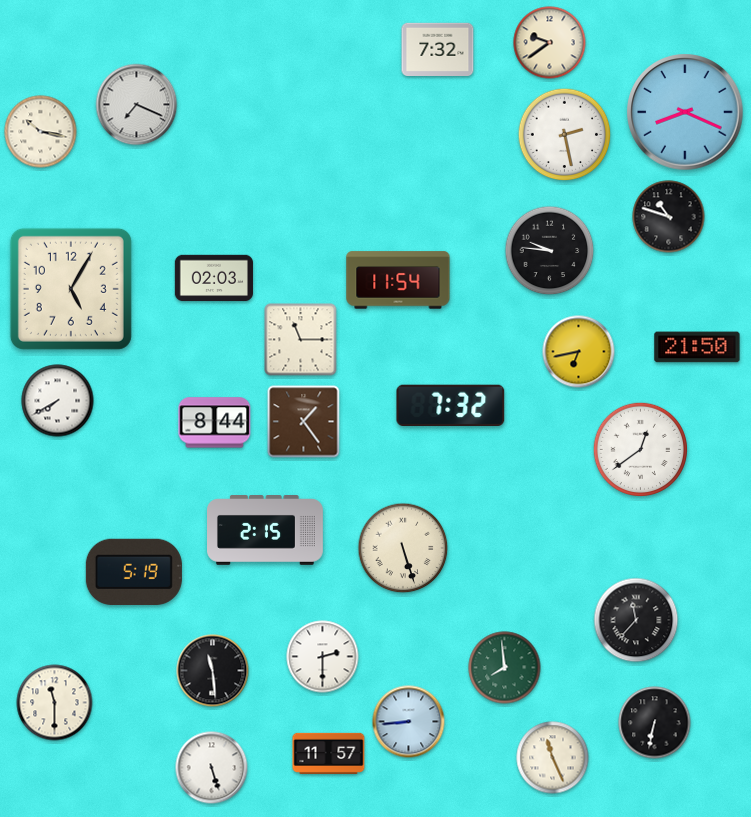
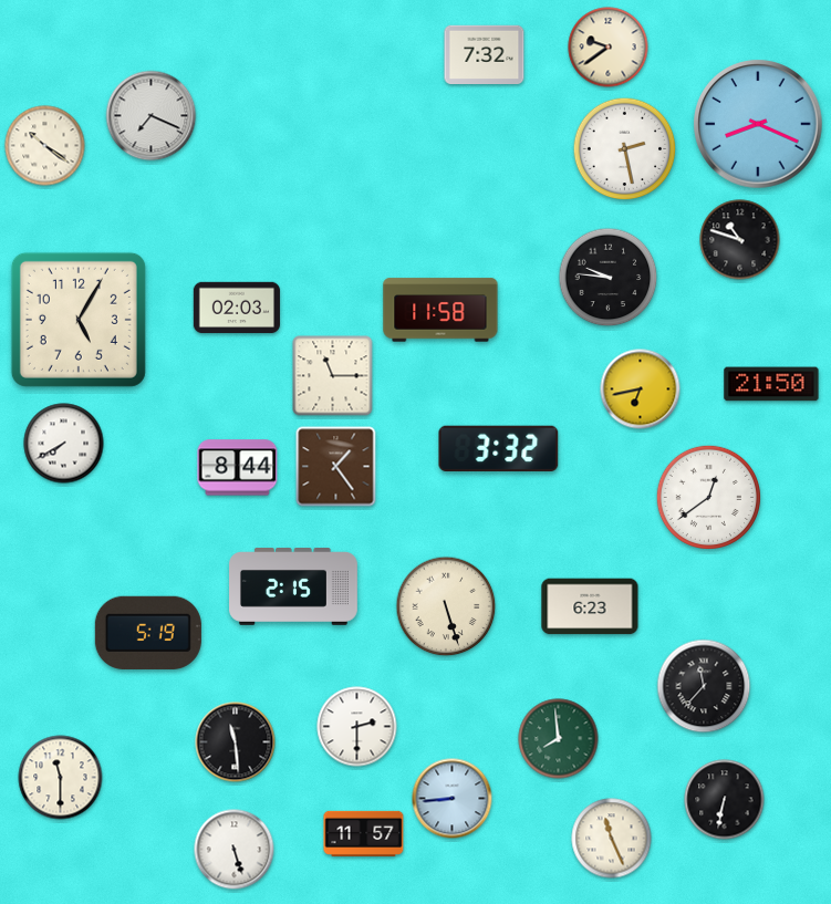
clock at (41, 132): 10:17 -> 10:21
clock at (398, 280): 11:54 -> 11:58
clock at (451, 406): 7:32 -> 3:32
clock at (590, 606): none -> 6:23
